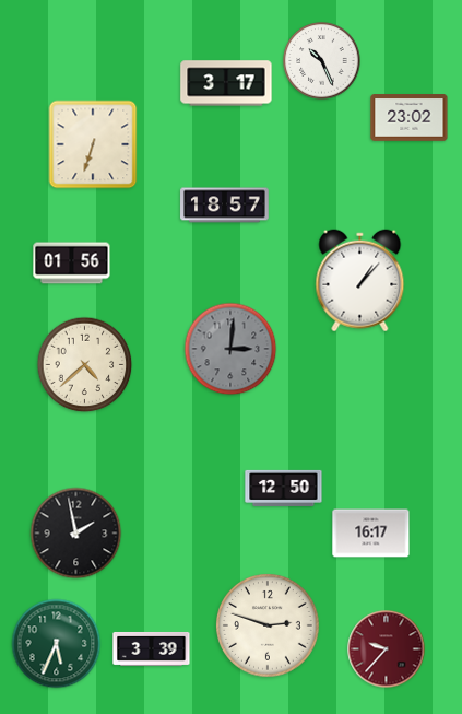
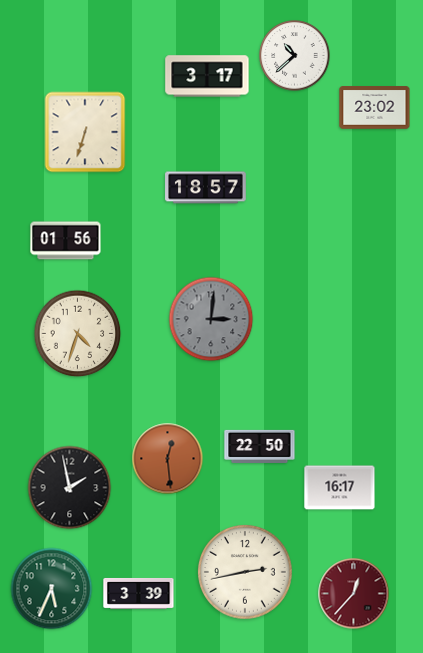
clock at (322, 61): 10:26 -> 10:38
clock at (360, 281): 1:07 -> none
clock at (85, 365): 4:38 -> 4:33
clock at (284, 488): 12:50 -> 22:50
clock at (168, 459): none -> 12:29
clock at (269, 627): 2:48 -> 2:43
clock at (387, 649): 9:37 -> 12:37
